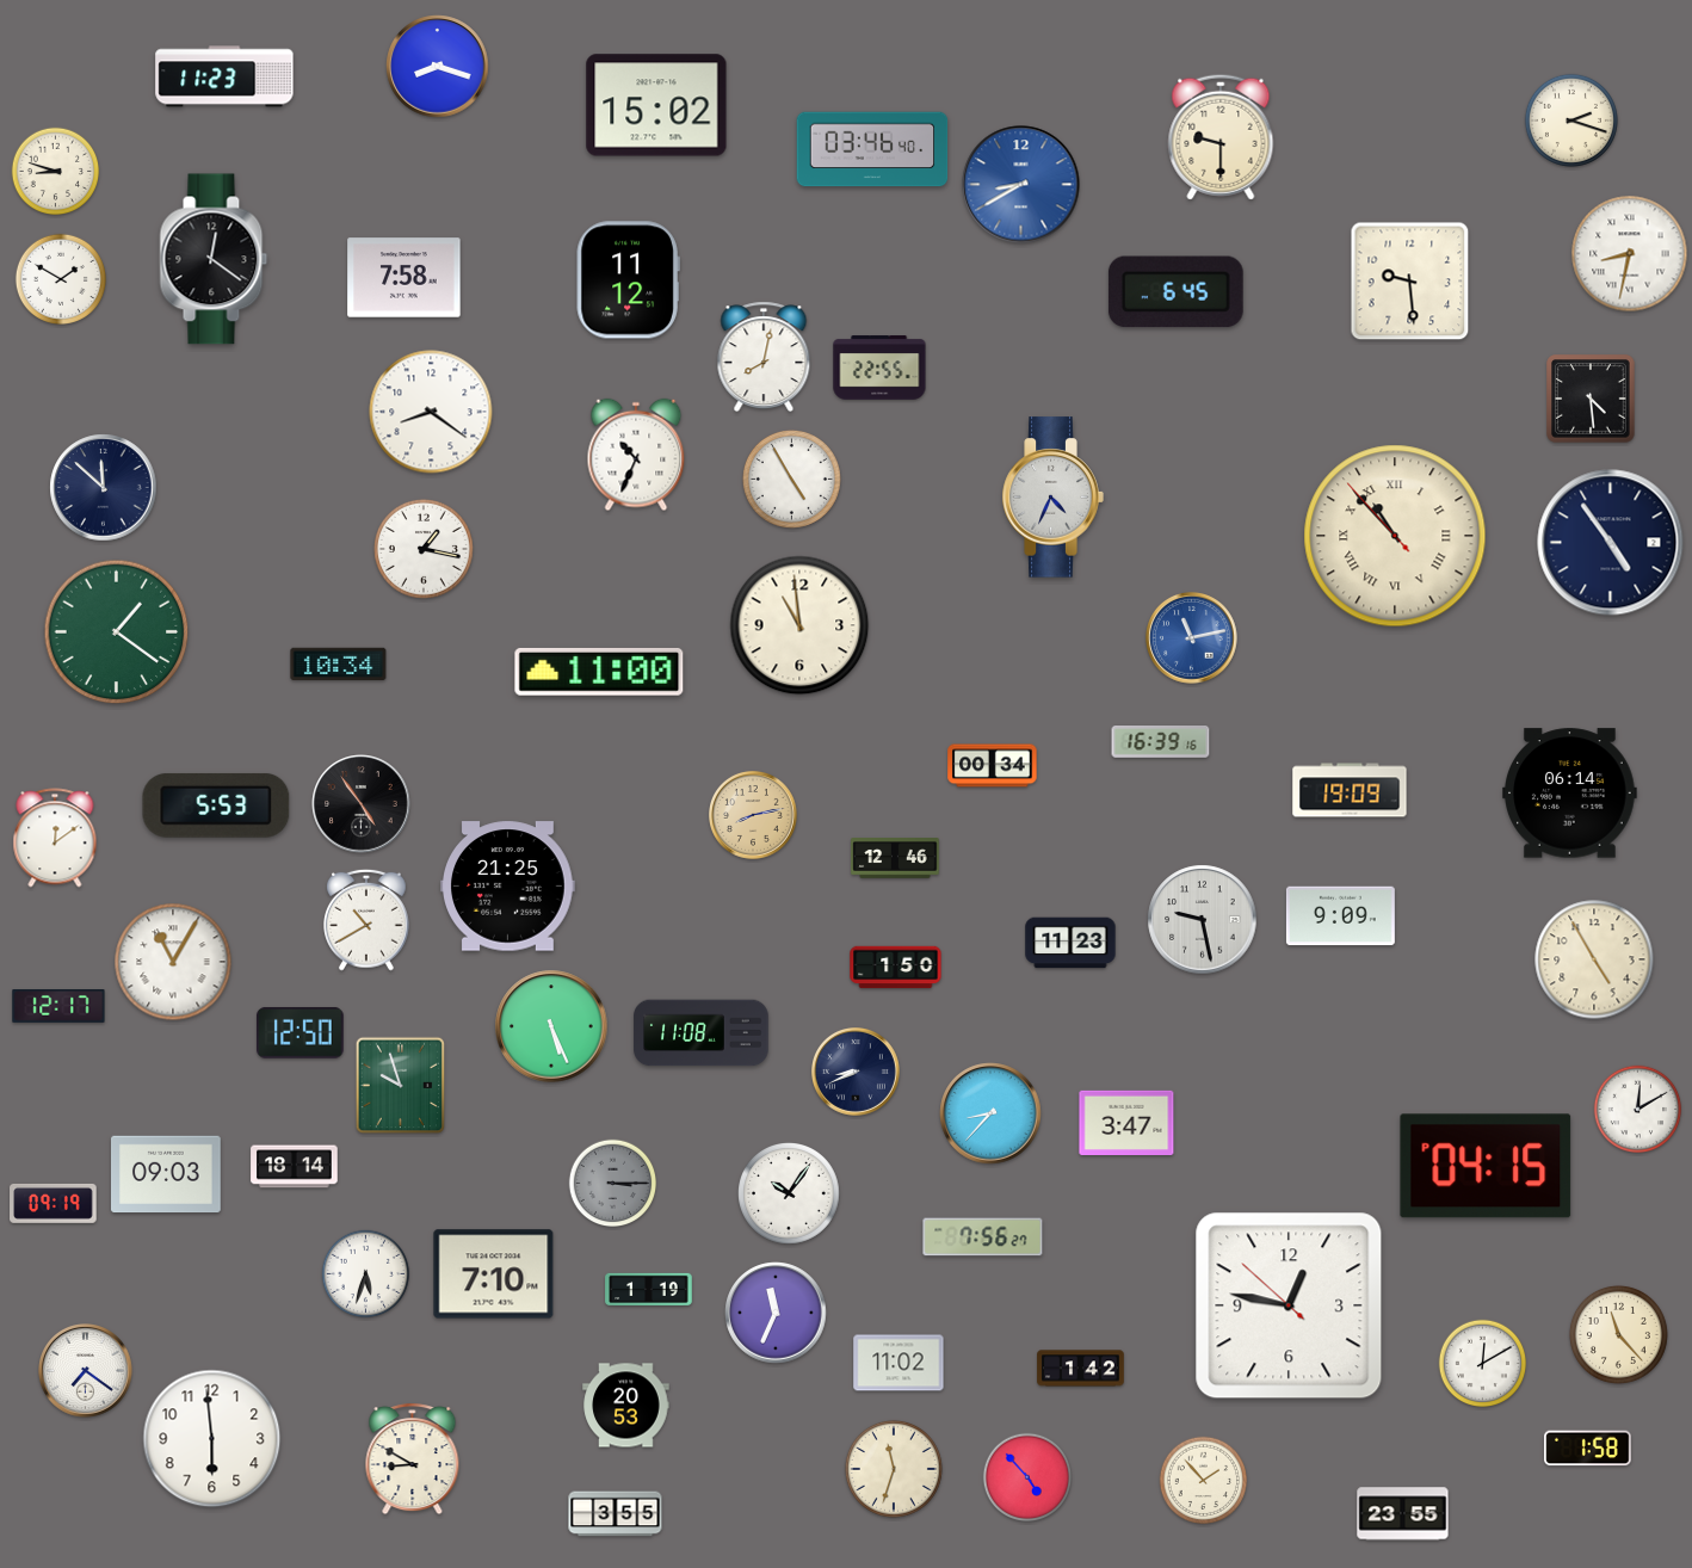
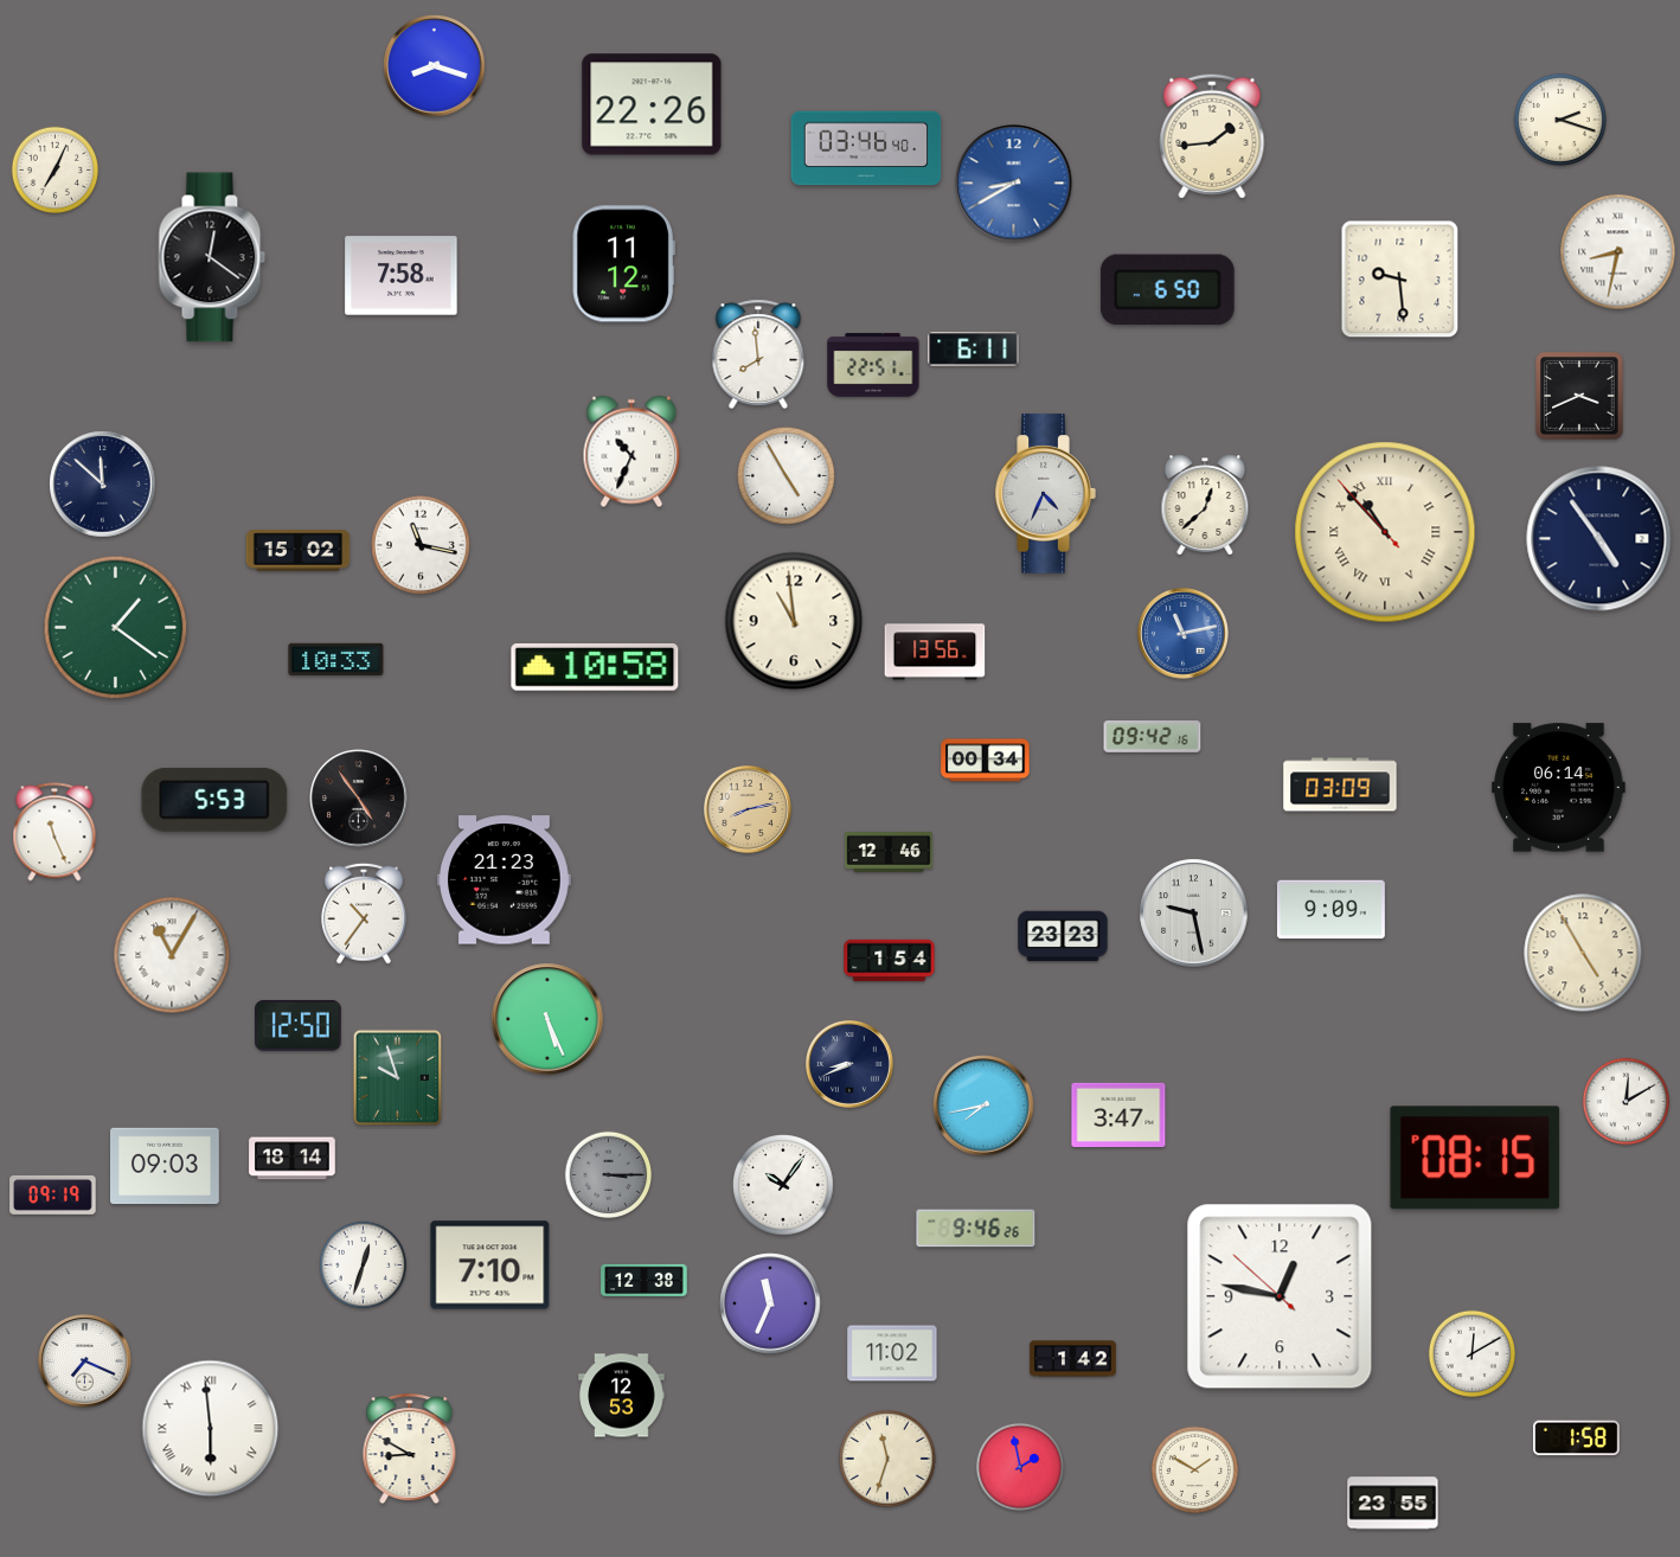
clock at (224, 76): 11:23 -> none
clock at (656, 105): 15:02 -> 22:26
clock at (1221, 137): 9:30 -> 1:44
clock at (56, 172): 8:48 -> 7:04
clock at (60, 278): 1:50 -> none
clock at (628, 280) position: (628, 280) -> (623, 264)
clock at (1175, 292): 6:45 -> 6:50
clock at (974, 350): none -> 6:11
clock at (764, 357): 8:02 -> 7:59
clock at (879, 368): 22:55 -> 22:51
clock at (1591, 399): 4:29 -> 3:41
clock at (431, 412): 8:21 -> none
clock at (1205, 505): none -> 12:38
clock at (424, 549): 1:17 -> 11:17
clock at (299, 551): none -> 15:02
clock at (935, 652): none -> 13:56
clock at (339, 663): 10:34 -> 10:33
clock at (599, 672): 11:00 -> 10:58
clock at (1161, 742): 16:39 -> 09:42
clock at (1350, 790): 19:09 -> 03:09
clock at (55, 838): 12:09 -> 11:26
clock at (508, 887): 21:25 -> 21:23
clock at (368, 920): 10:40 -> 10:36
clock at (1070, 943): 11:23 -> 23:23
clock at (896, 968): 1:50 -> 1:54
clock at (58, 1007): 12:17 -> none
clock at (702, 1033): 11:08 -> none
clock at (990, 1113): 8:37 -> 7:43
clock at (1486, 1166): 04:15 -> 08:15
clock at (983, 1237): 7:56 -> 9:46
clock at (366, 1274): 5:33 -> 12:33
clock at (649, 1289): 1:19 -> 12:38
clock at (1618, 1334): 11:23 -> none
clock at (86, 1371): 7:21 -> 7:19
clock at (626, 1406): 20:53 -> 12:53
clock at (212, 1439) numerals: Arabic -> Roman
clock at (1027, 1477): 4:53 -> 1:58
clock at (1204, 1481): 1:53 -> 1:50
clock at (616, 1514): 3:55 -> none
